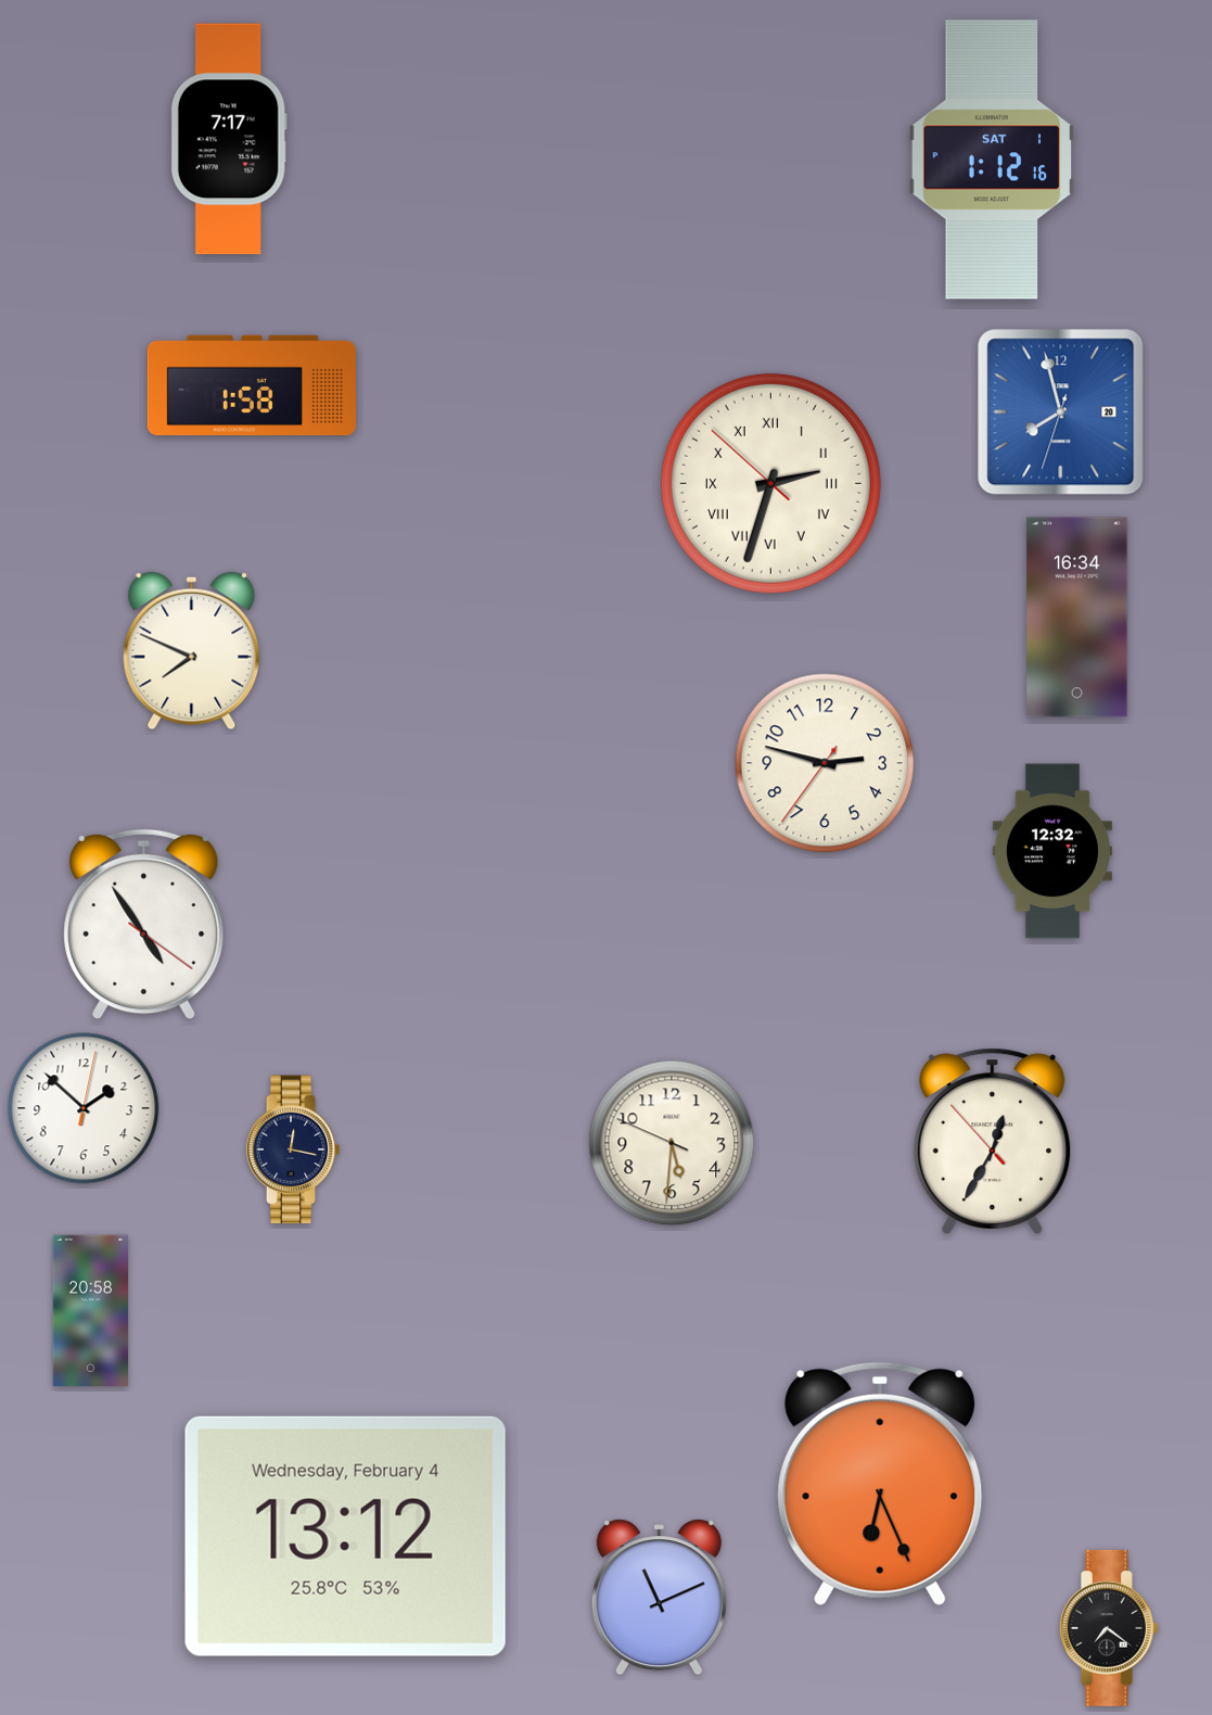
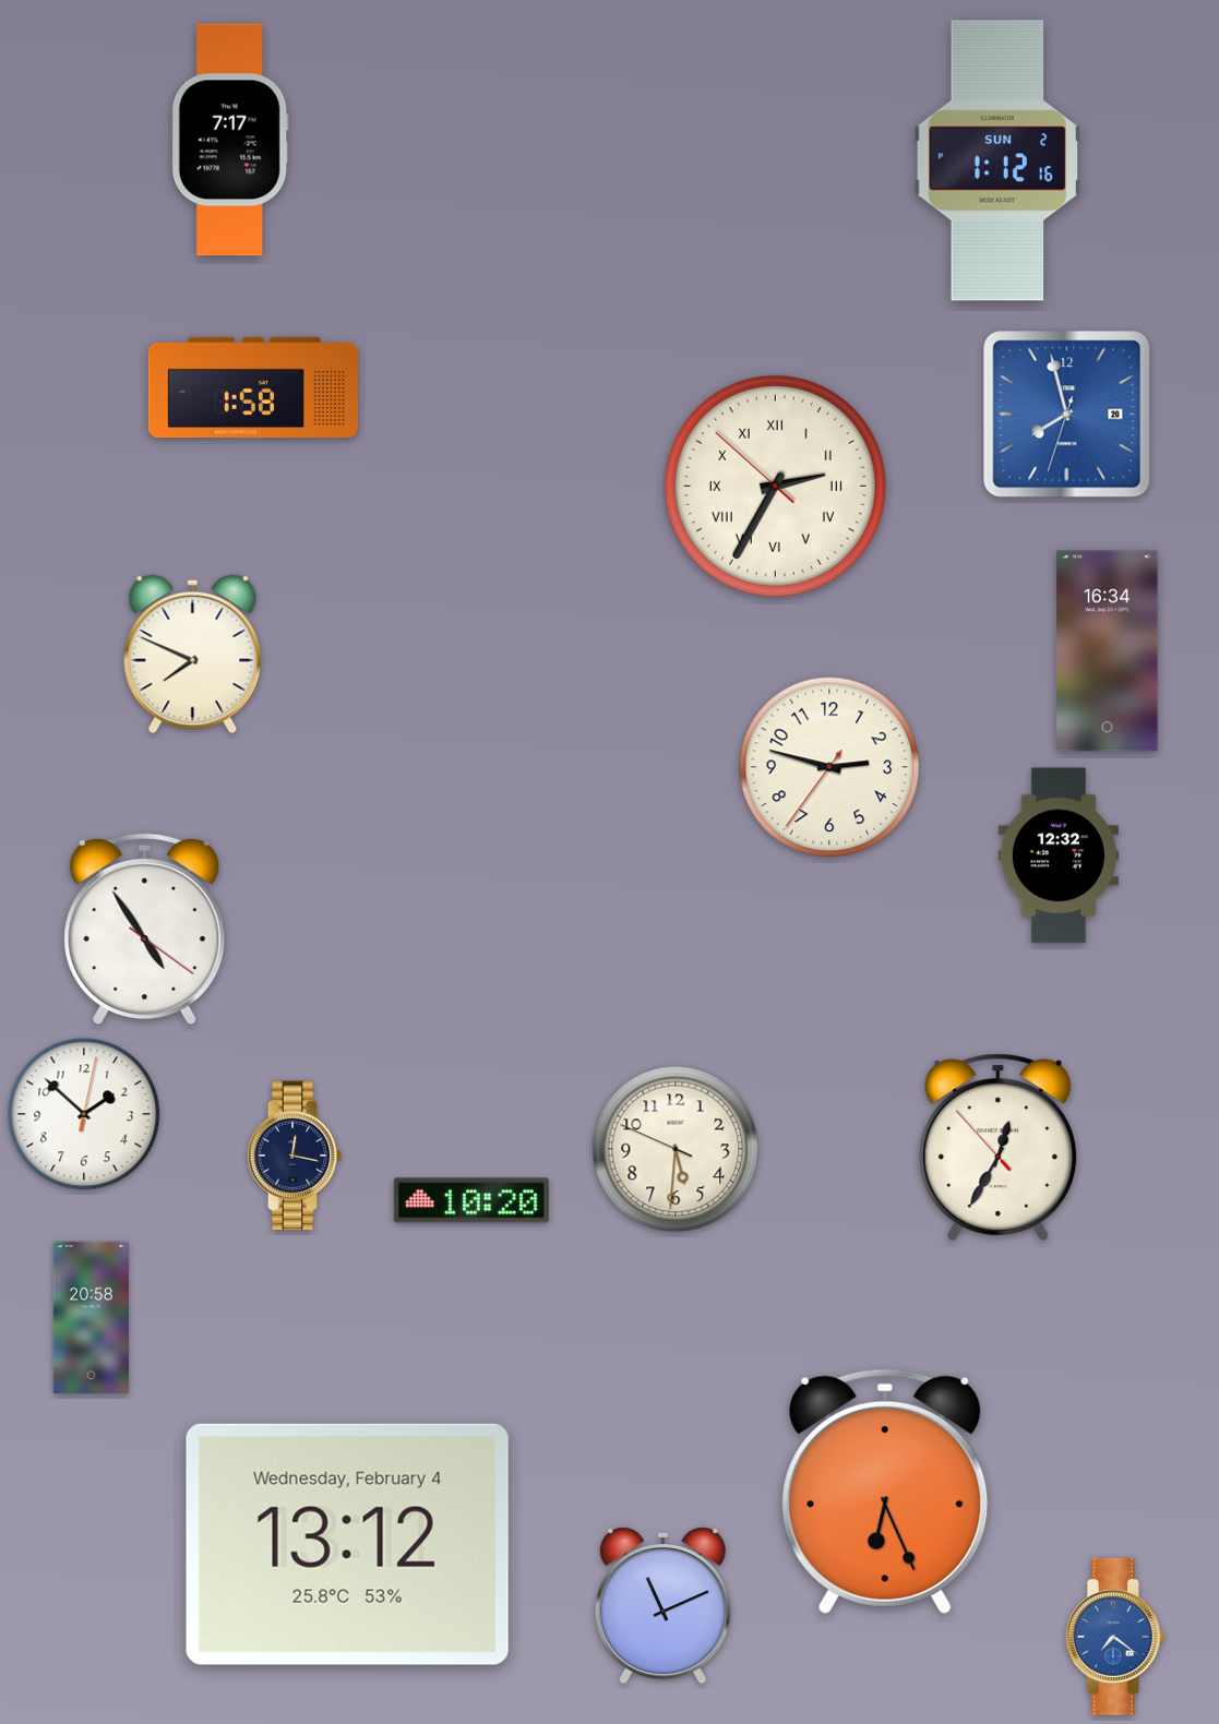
clock at (992, 160) date: SAT 1 -> SUN 2
clock at (770, 483): 2:32 -> 2:34
clock at (1077, 618) position: (1077, 618) -> (1108, 651)
clock at (471, 1200): none -> 10:20
clock at (1109, 1628) dial: black -> blue
